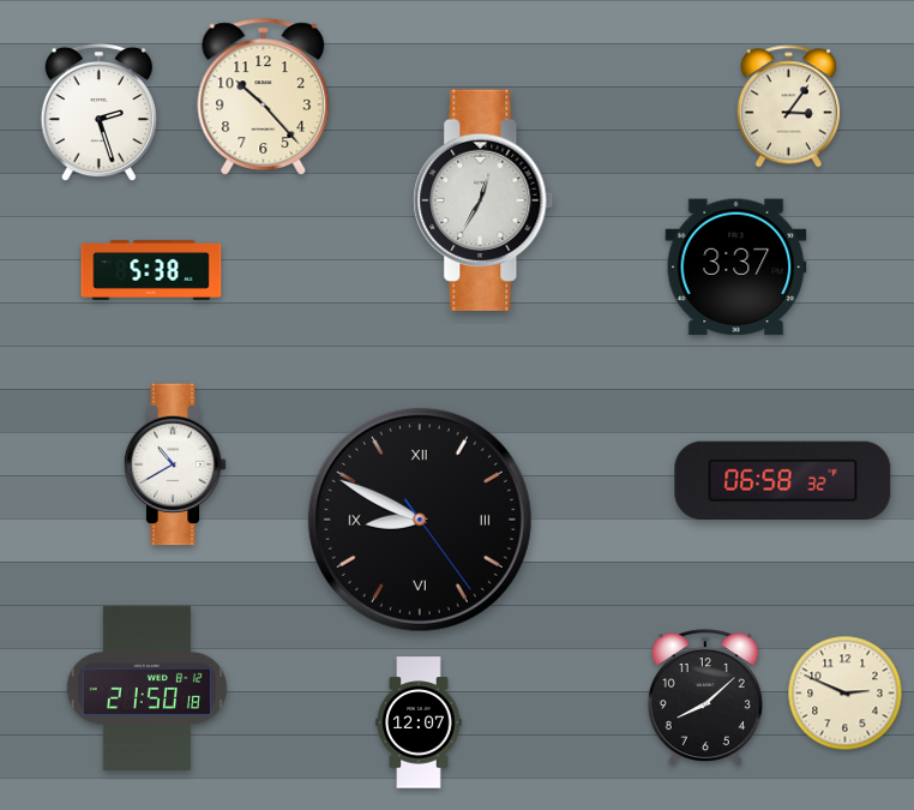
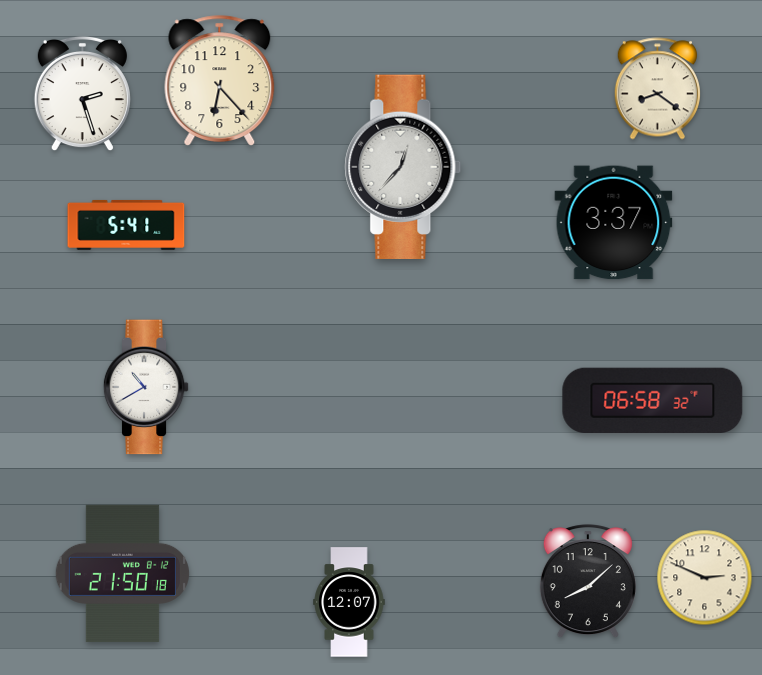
clock at (264, 97): 10:23 -> 6:23
clock at (788, 107): 3:06 -> 8:21
clock at (483, 199): 12:35 -> 12:37
clock at (151, 270): 5:38 -> 5:41
clock at (420, 520): 8:49 -> none
